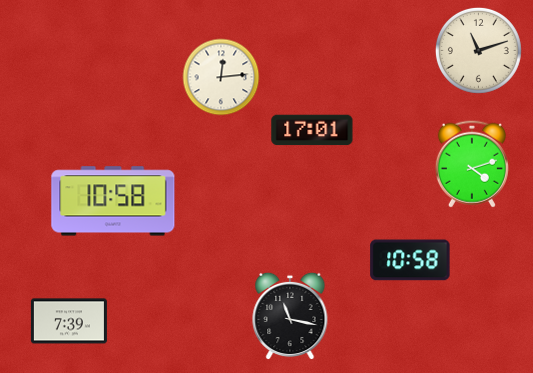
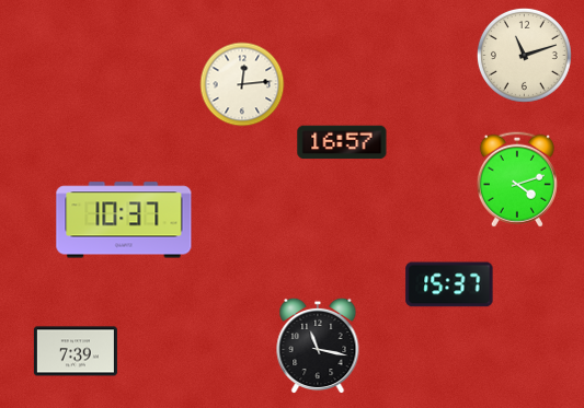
clock at (312, 130): 17:01 -> 16:57
clock at (113, 201): 10:58 -> 10:37
clock at (410, 260): 10:58 -> 15:37
